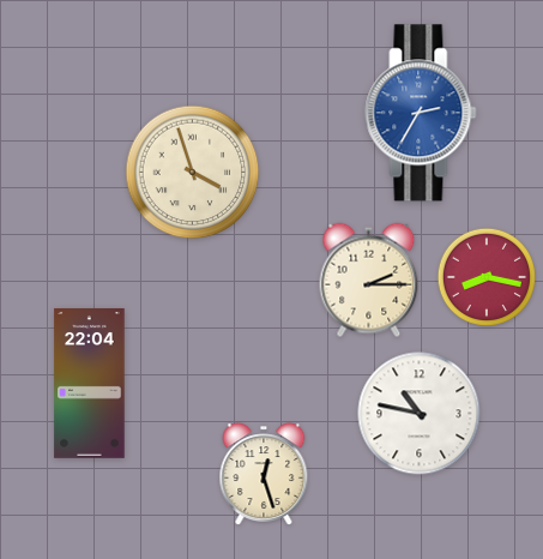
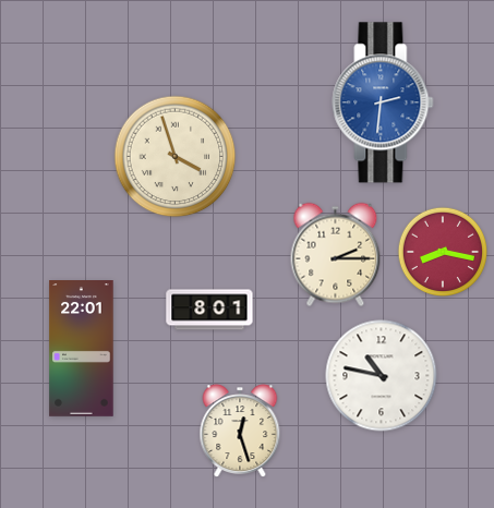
clock at (421, 113): 2:35 -> 2:31
clock at (209, 310): none -> 8:01
clock at (90, 384): 22:04 -> 22:01
